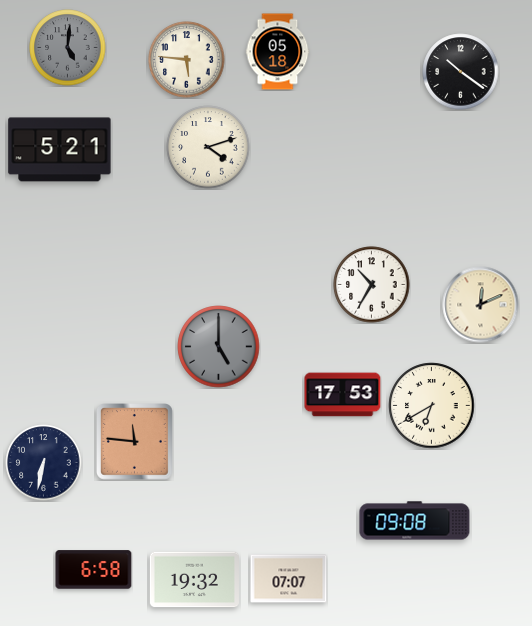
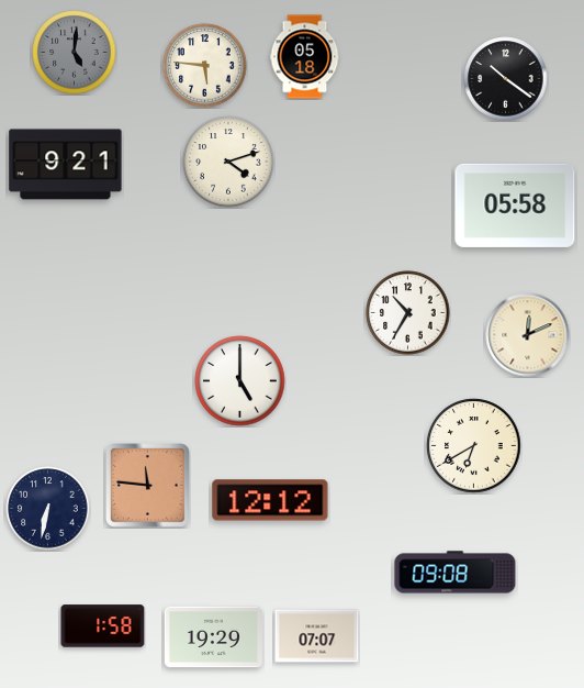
clock at (60, 150): 5:21 -> 9:21
clock at (515, 206): none -> 05:58
clock at (219, 347) dial: grey -> white
clock at (343, 395): 17:53 -> none
clock at (270, 500): none -> 12:12
clock at (94, 570): 6:58 -> 1:58
clock at (194, 580): 19:32 -> 19:29
